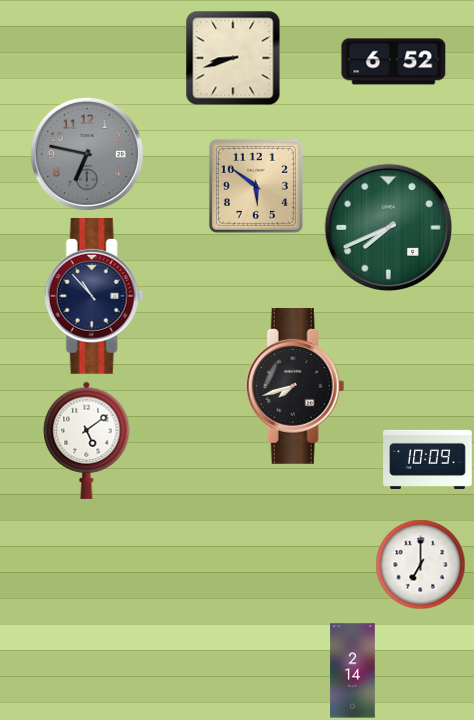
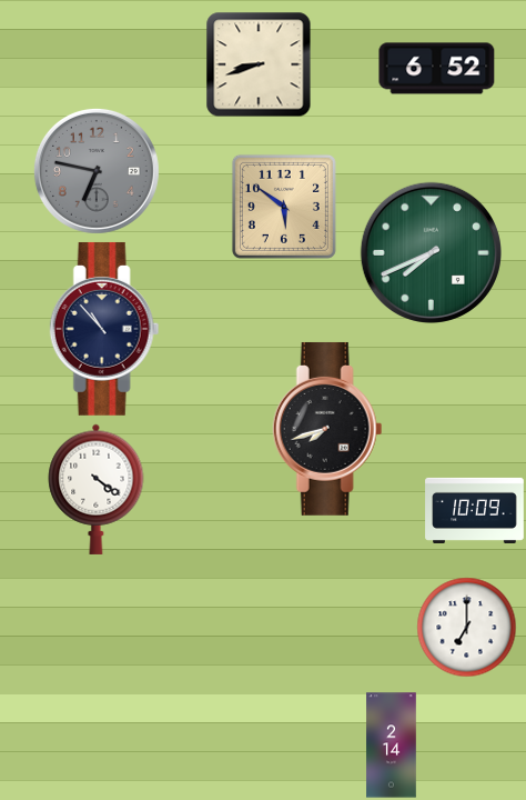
clock at (87, 440): 5:09 -> 4:21
